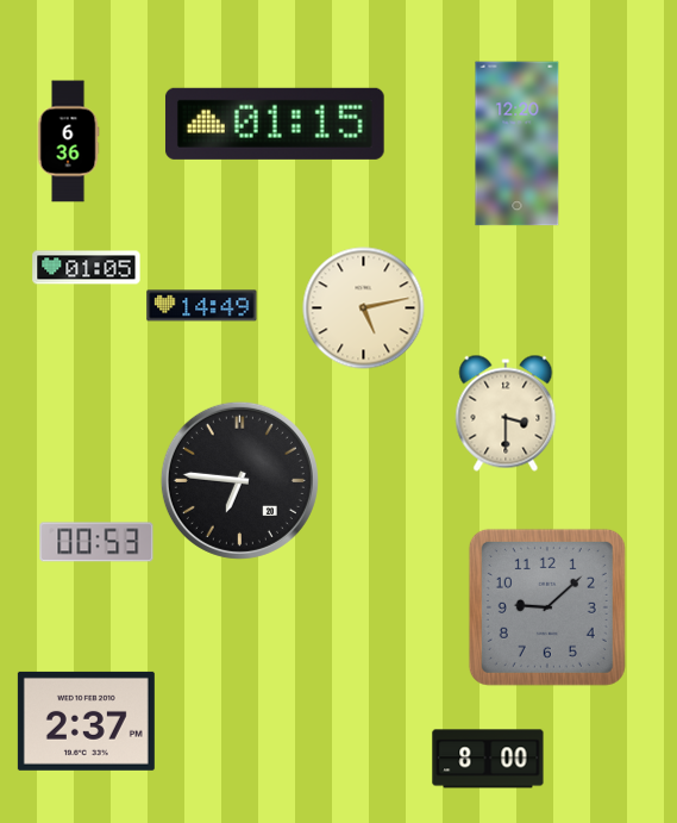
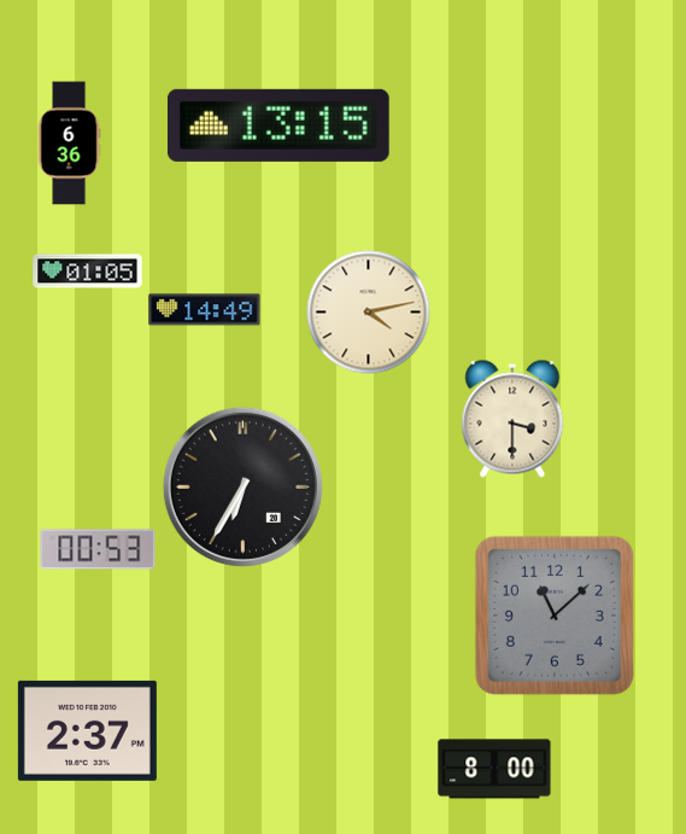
clock at (275, 124): 01:15 -> 13:15
clock at (518, 144): 12:20 -> none
clock at (364, 308): 5:13 -> 4:13
clock at (239, 480): 6:46 -> 6:35
clock at (547, 607): 9:08 -> 11:08
